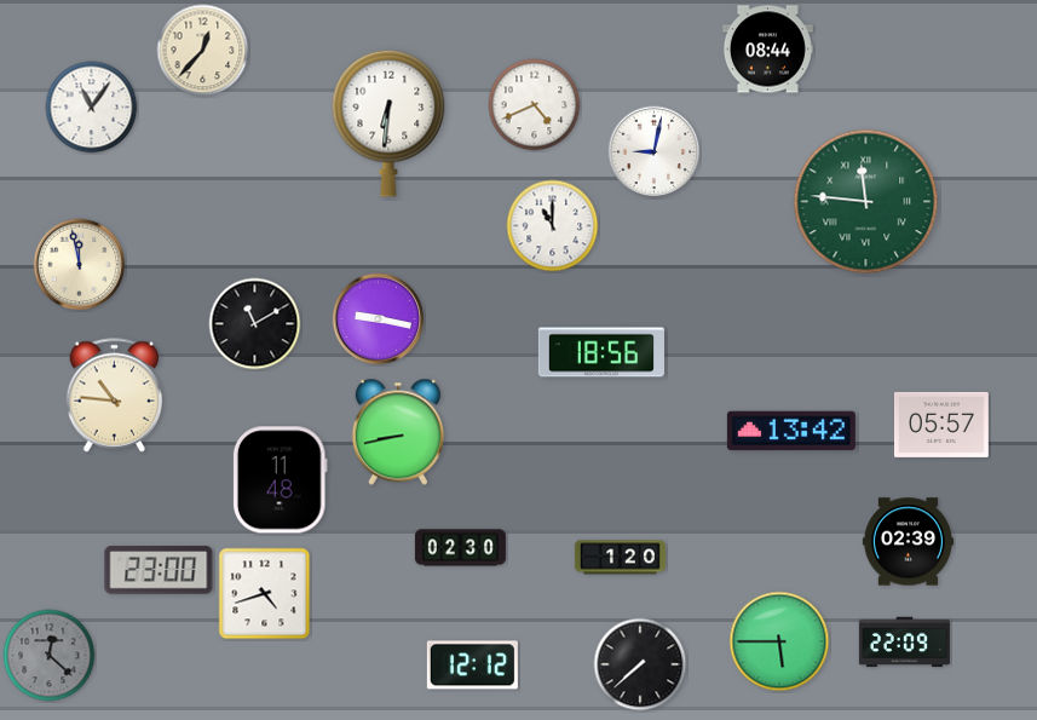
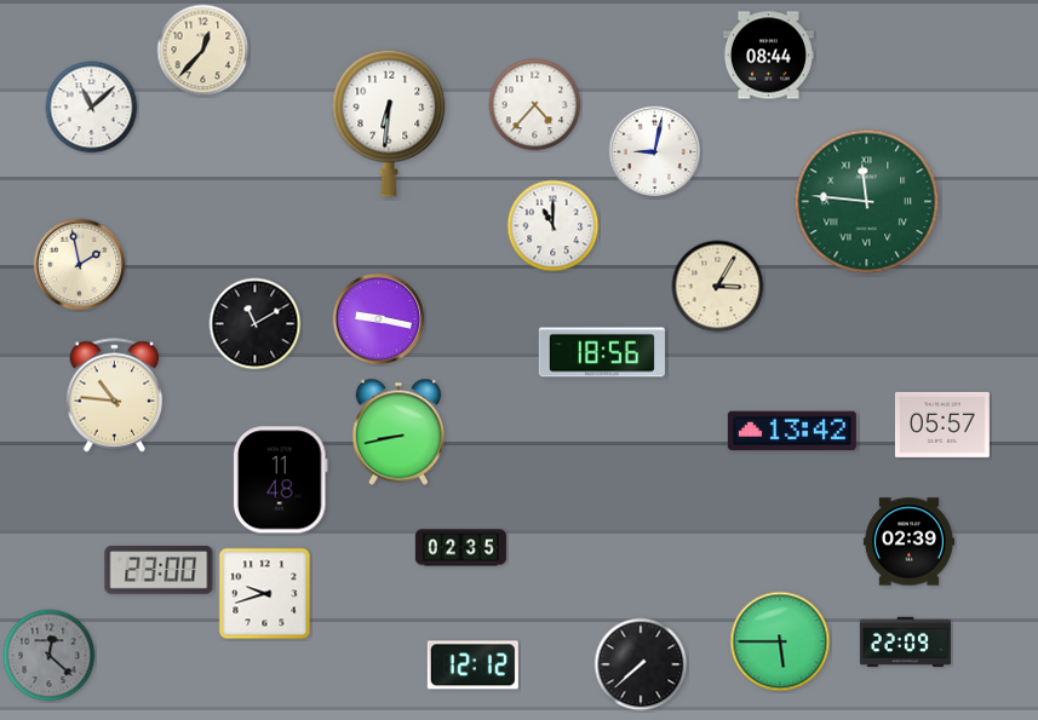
clock at (767, 50) position: (767, 50) -> (768, 56)
clock at (535, 105): 4:41 -> 4:37
clock at (92, 108): 11:06 -> 11:08
clock at (80, 265): 11:58 -> 1:58
clock at (718, 287): none -> 3:05
clock at (460, 548): 02:30 -> 02:35
clock at (620, 558): 1:20 -> none
clock at (265, 594): 4:42 -> 9:42
